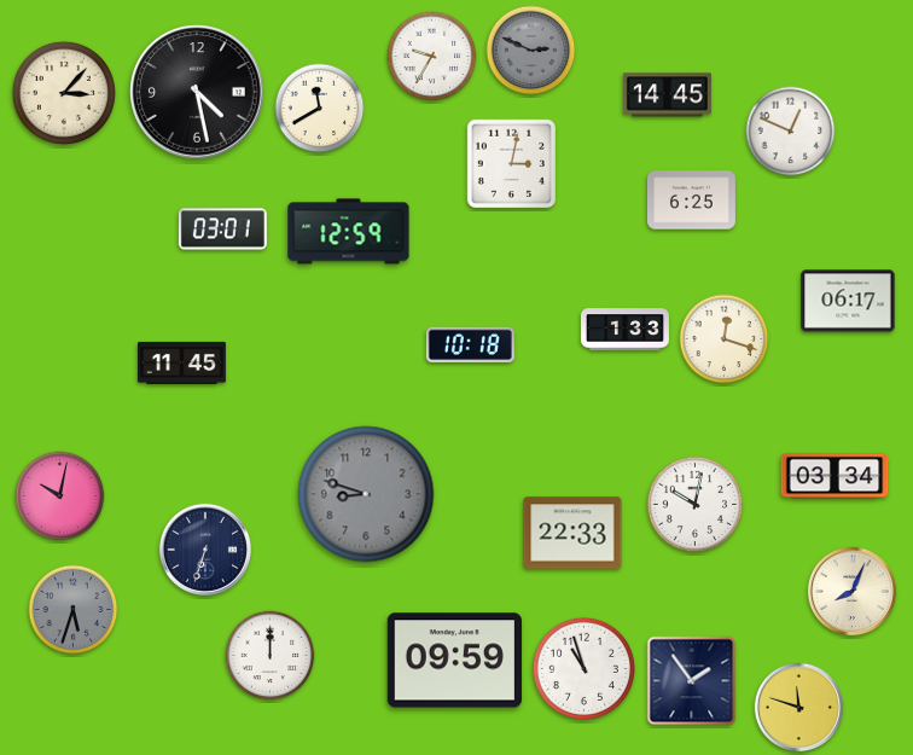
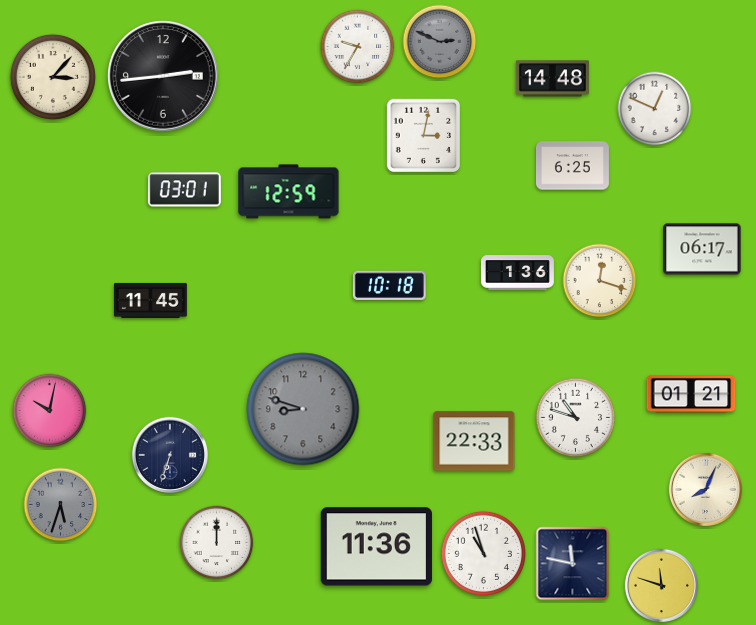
clock at (197, 92): 4:28 -> 2:44
clock at (667, 95): 14:45 -> 14:48
clock at (320, 109): 11:40 -> none
clock at (624, 330): 1:33 -> 1:36
clock at (835, 476): 03:34 -> 01:21
clock at (696, 505): 10:02 -> 10:48
clock at (271, 656) position: (271, 656) -> (217, 543)
clock at (454, 661): 09:59 -> 11:36
clock at (692, 681): 1:54 -> 11:47
